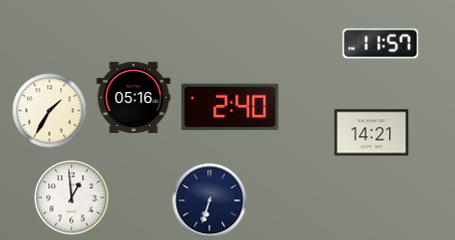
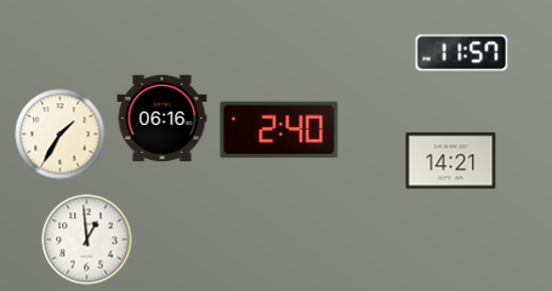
clock at (134, 98): 05:16 -> 06:16
clock at (210, 201): 6:33 -> none
